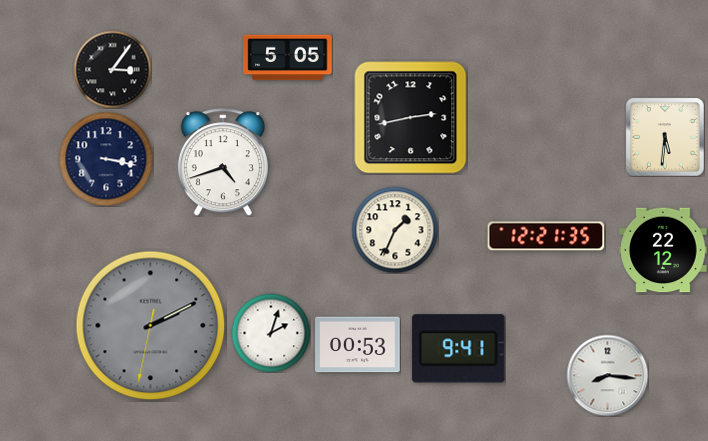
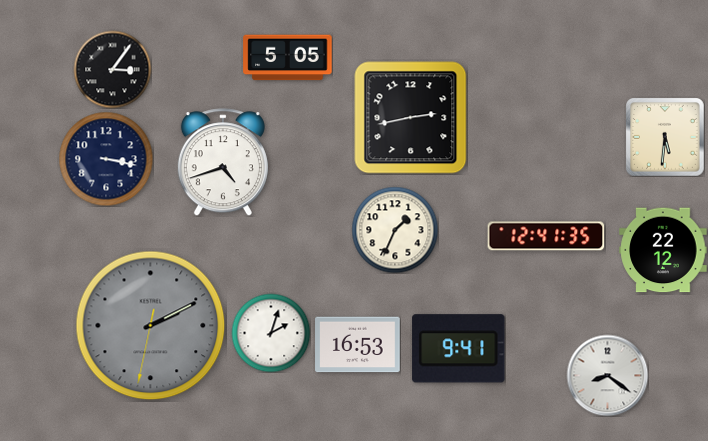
clock at (546, 236): 12:21 -> 12:41
clock at (358, 345): 00:53 -> 16:53
clock at (607, 375): 8:16 -> 8:21
